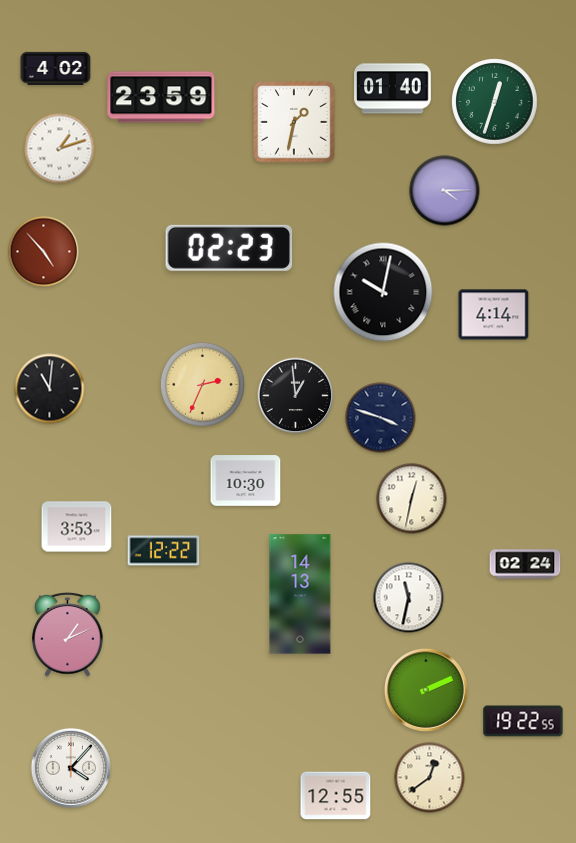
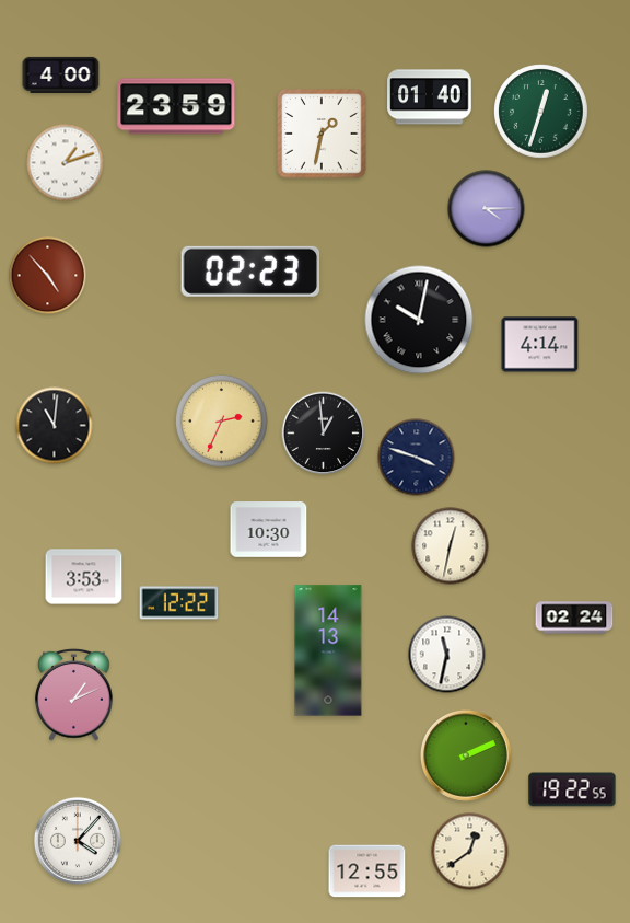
clock at (56, 68): 4:02 -> 4:00
clock at (246, 481) position: (246, 481) -> (269, 530)
